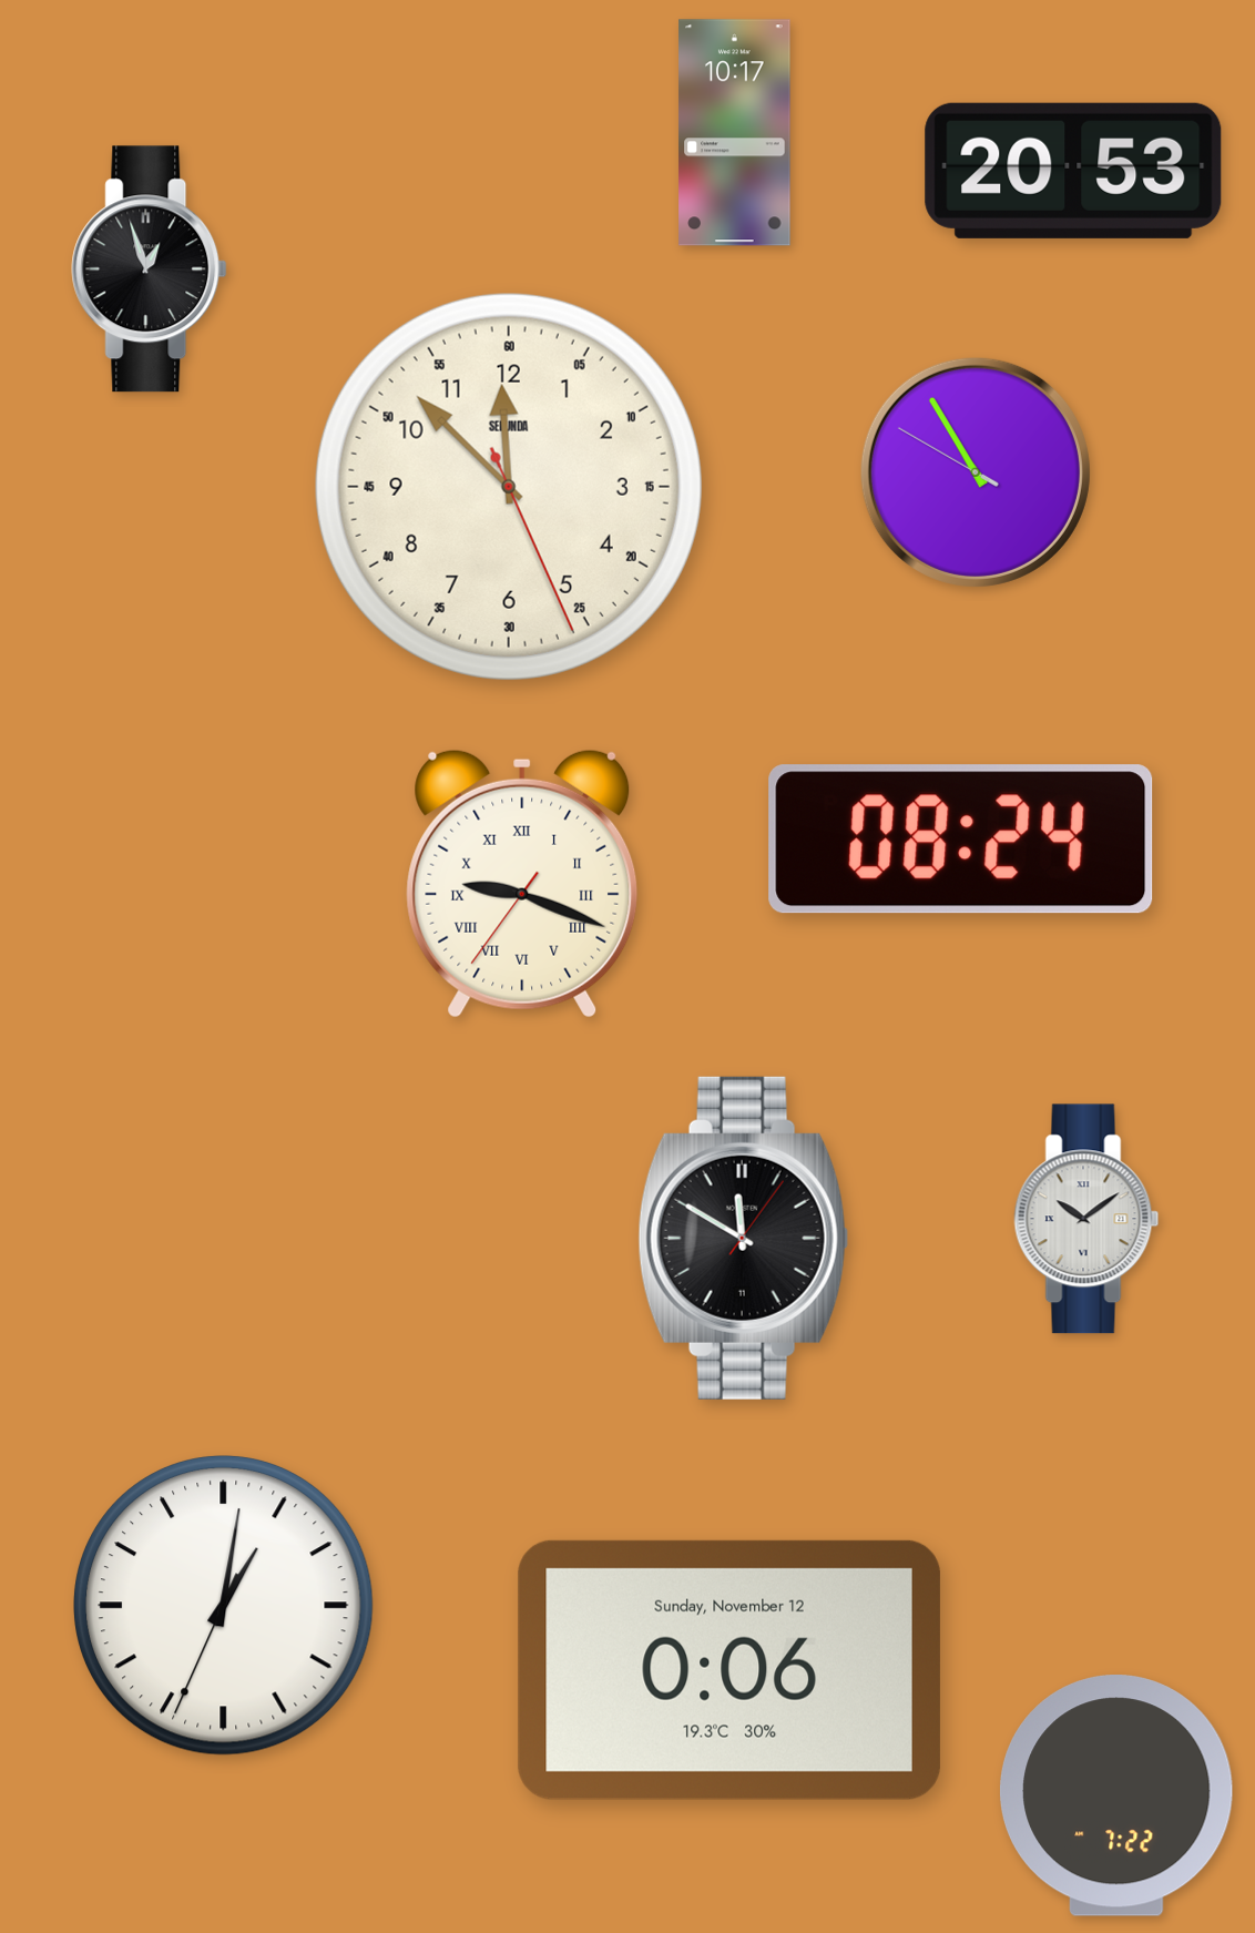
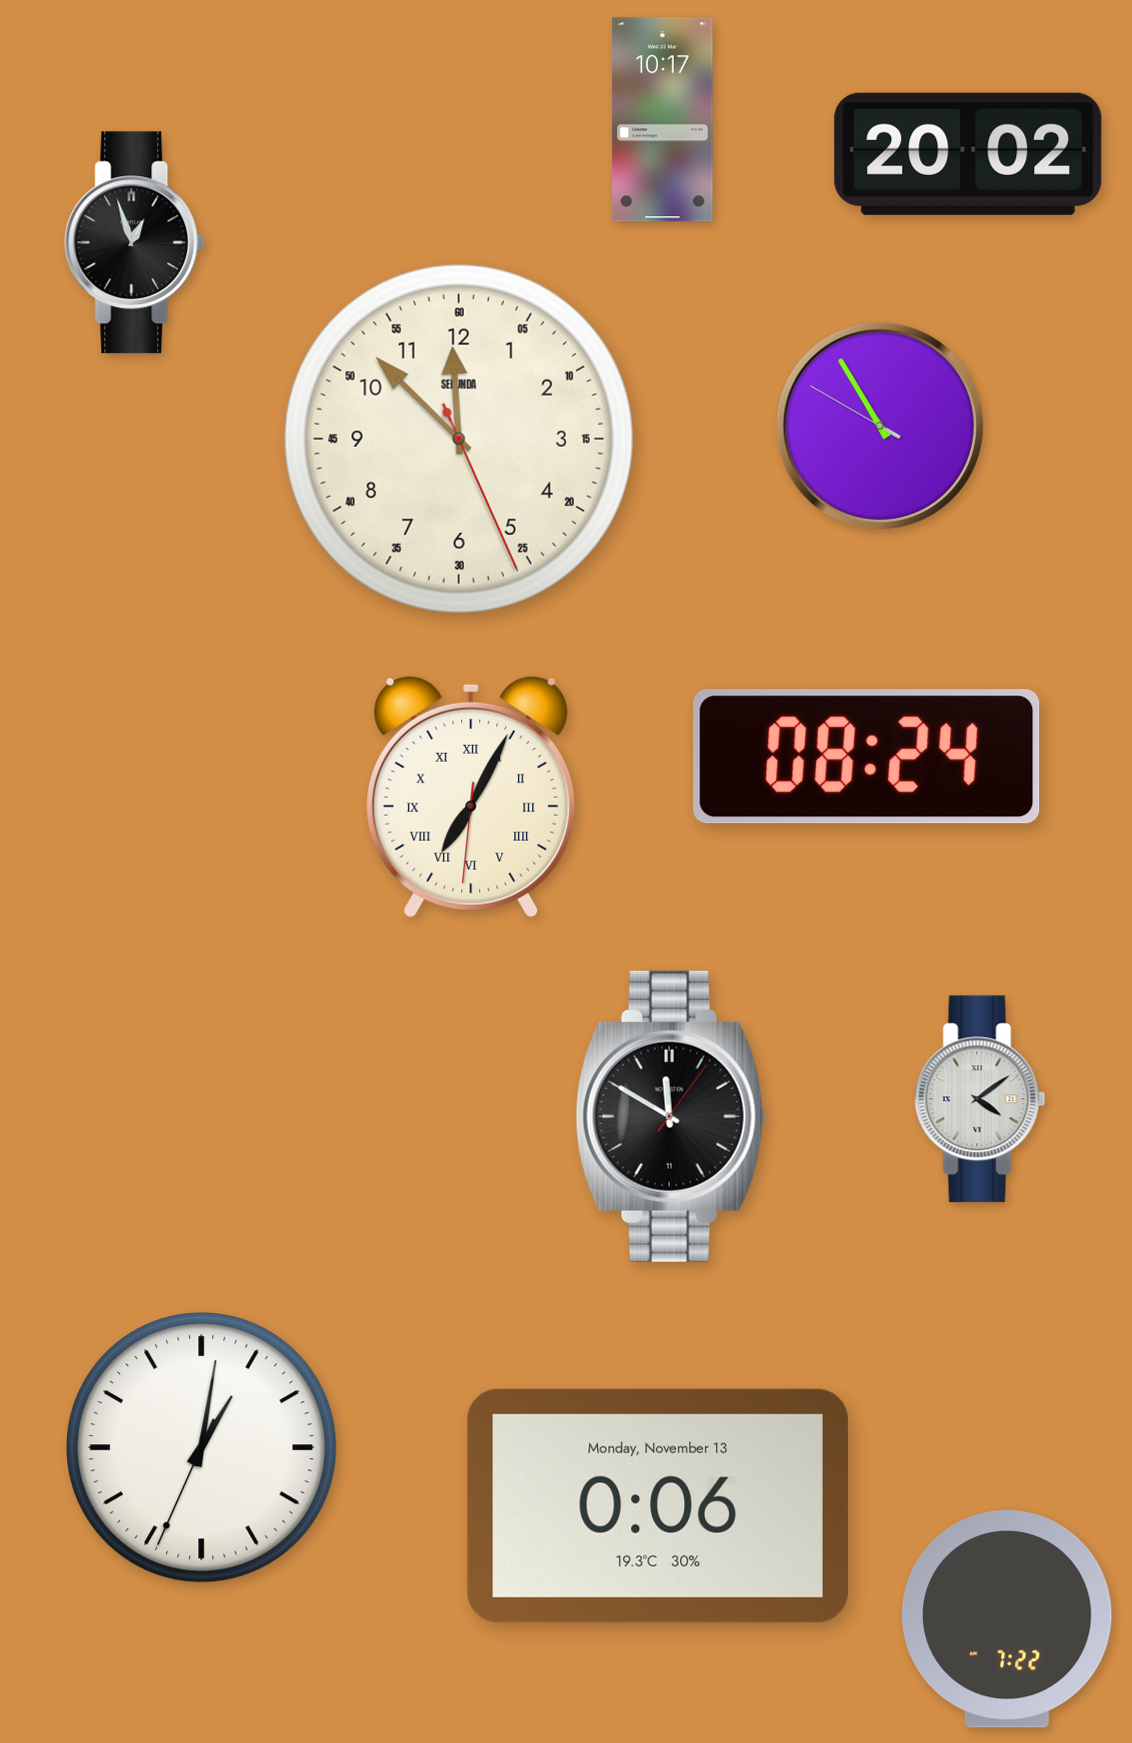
clock at (1073, 171): 20:53 -> 20:02
clock at (522, 884): 9:18 -> 7:04
clock at (1086, 1219): 10:09 -> 4:09
clock at (729, 1670) date: Sunday, November 12 -> Monday, November 13
